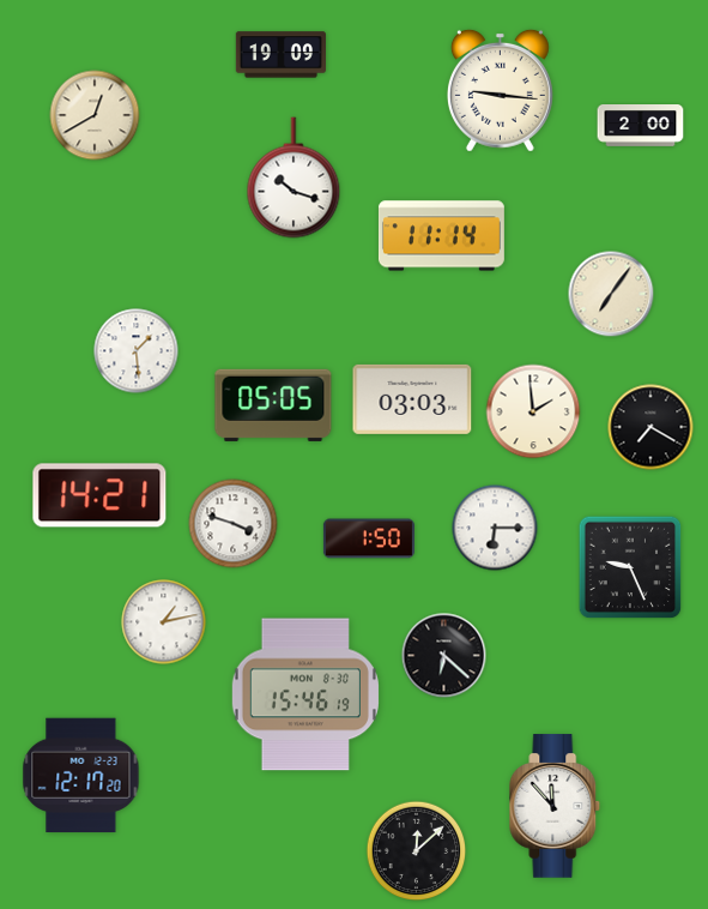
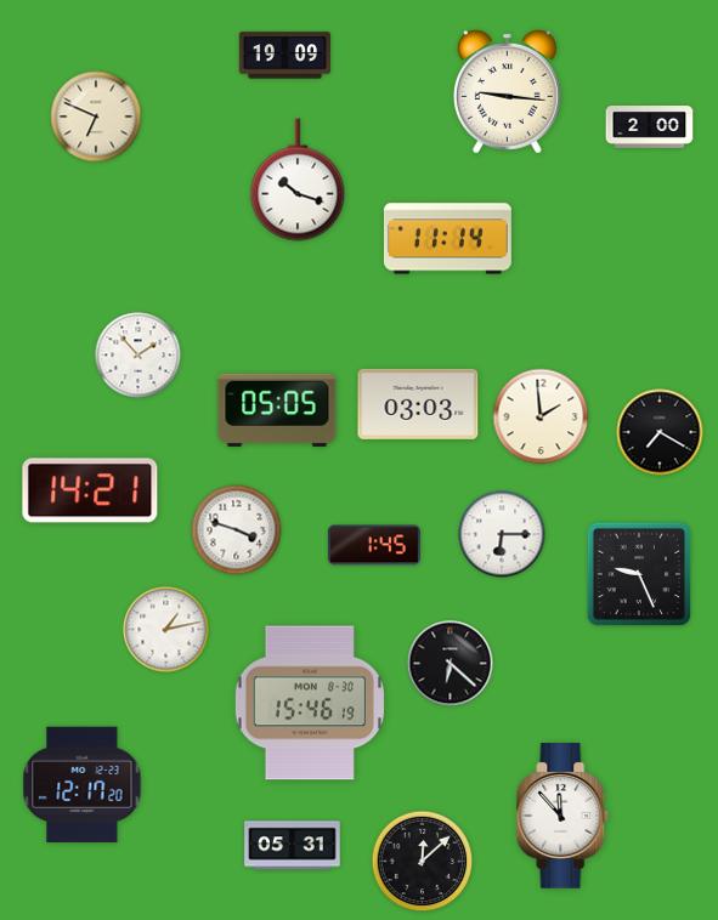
clock at (95, 115): 12:40 -> 6:49
clock at (611, 294): 7:06 -> none
clock at (137, 351): 1:29 -> 1:53
clock at (99, 495) position: (99, 495) -> (90, 490)
clock at (369, 538): 1:50 -> 1:45
clock at (293, 846): none -> 05:31
